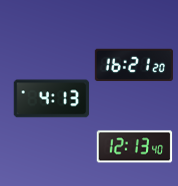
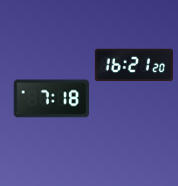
clock at (52, 99): 4:13 -> 7:18
clock at (135, 147): 12:13 -> none
